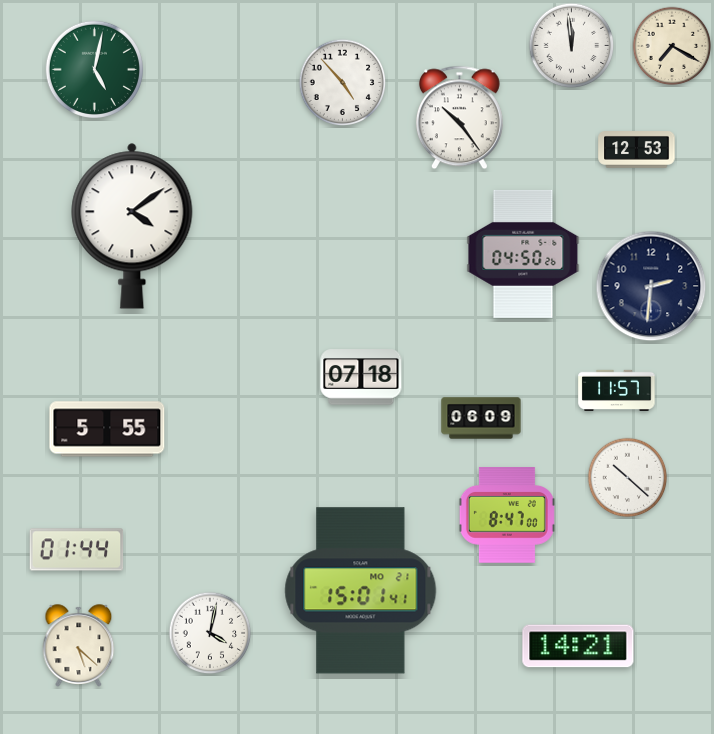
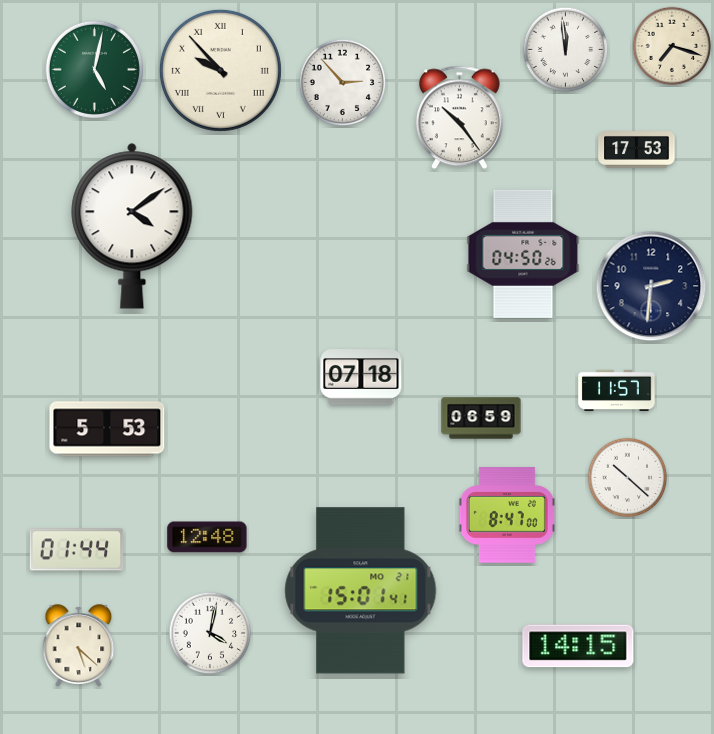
clock at (572, 46) position: (572, 46) -> (566, 50)
clock at (672, 46): 7:20 -> 7:18
clock at (220, 70): none -> 9:53
clock at (343, 83): 4:53 -> 2:53
clock at (637, 150): 12:53 -> 17:53
clock at (481, 418): 06:09 -> 06:59
clock at (107, 429): 5:55 -> 5:53
clock at (207, 537): none -> 12:48
clock at (578, 646): 14:21 -> 14:15
